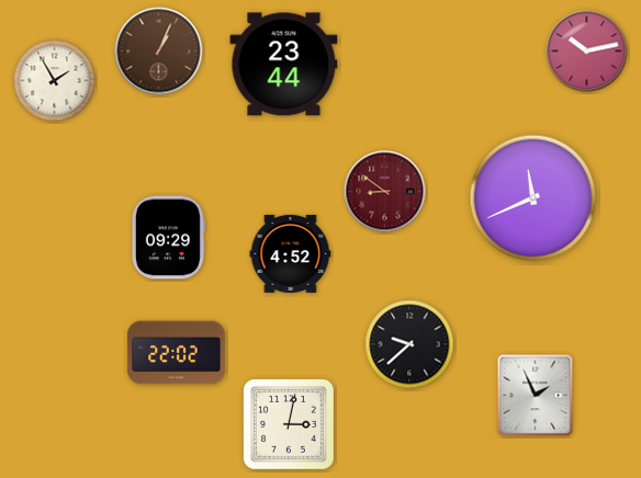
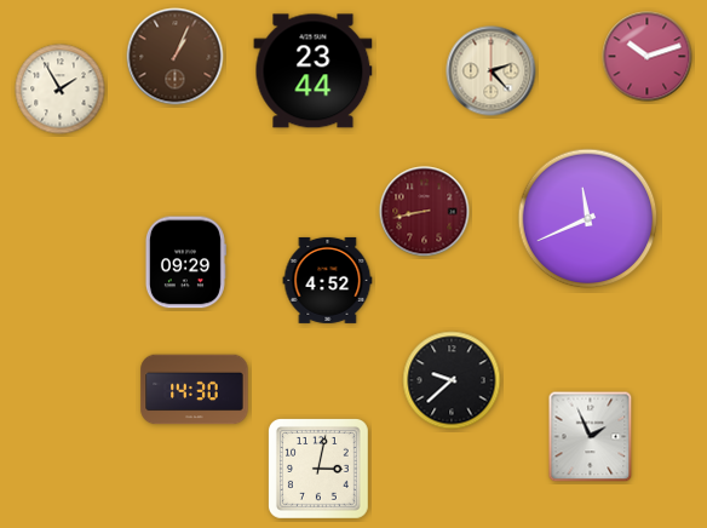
clock at (587, 52): 10:13 -> 10:12
clock at (492, 71): none -> 2:23
clock at (385, 192): 8:51 -> 8:43
clock at (291, 253) position: (291, 253) -> (328, 280)
clock at (177, 353): 22:02 -> 14:30
